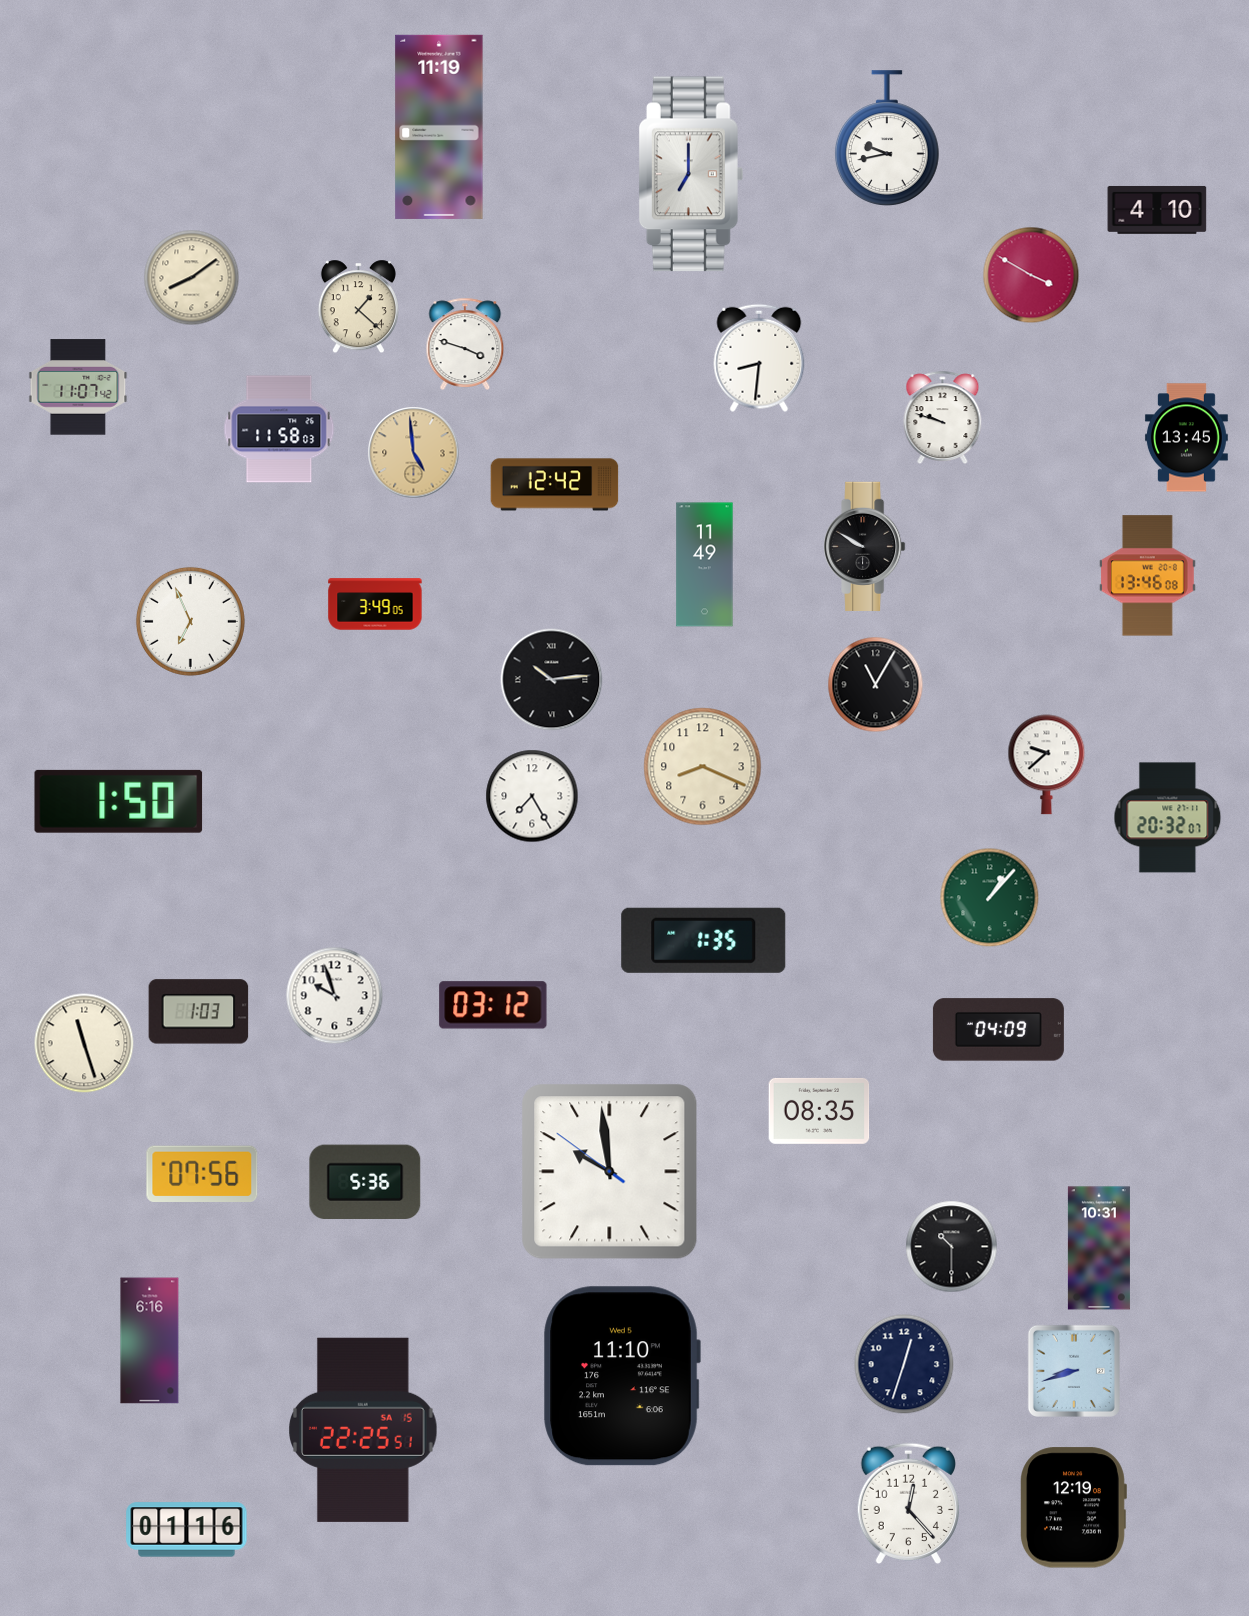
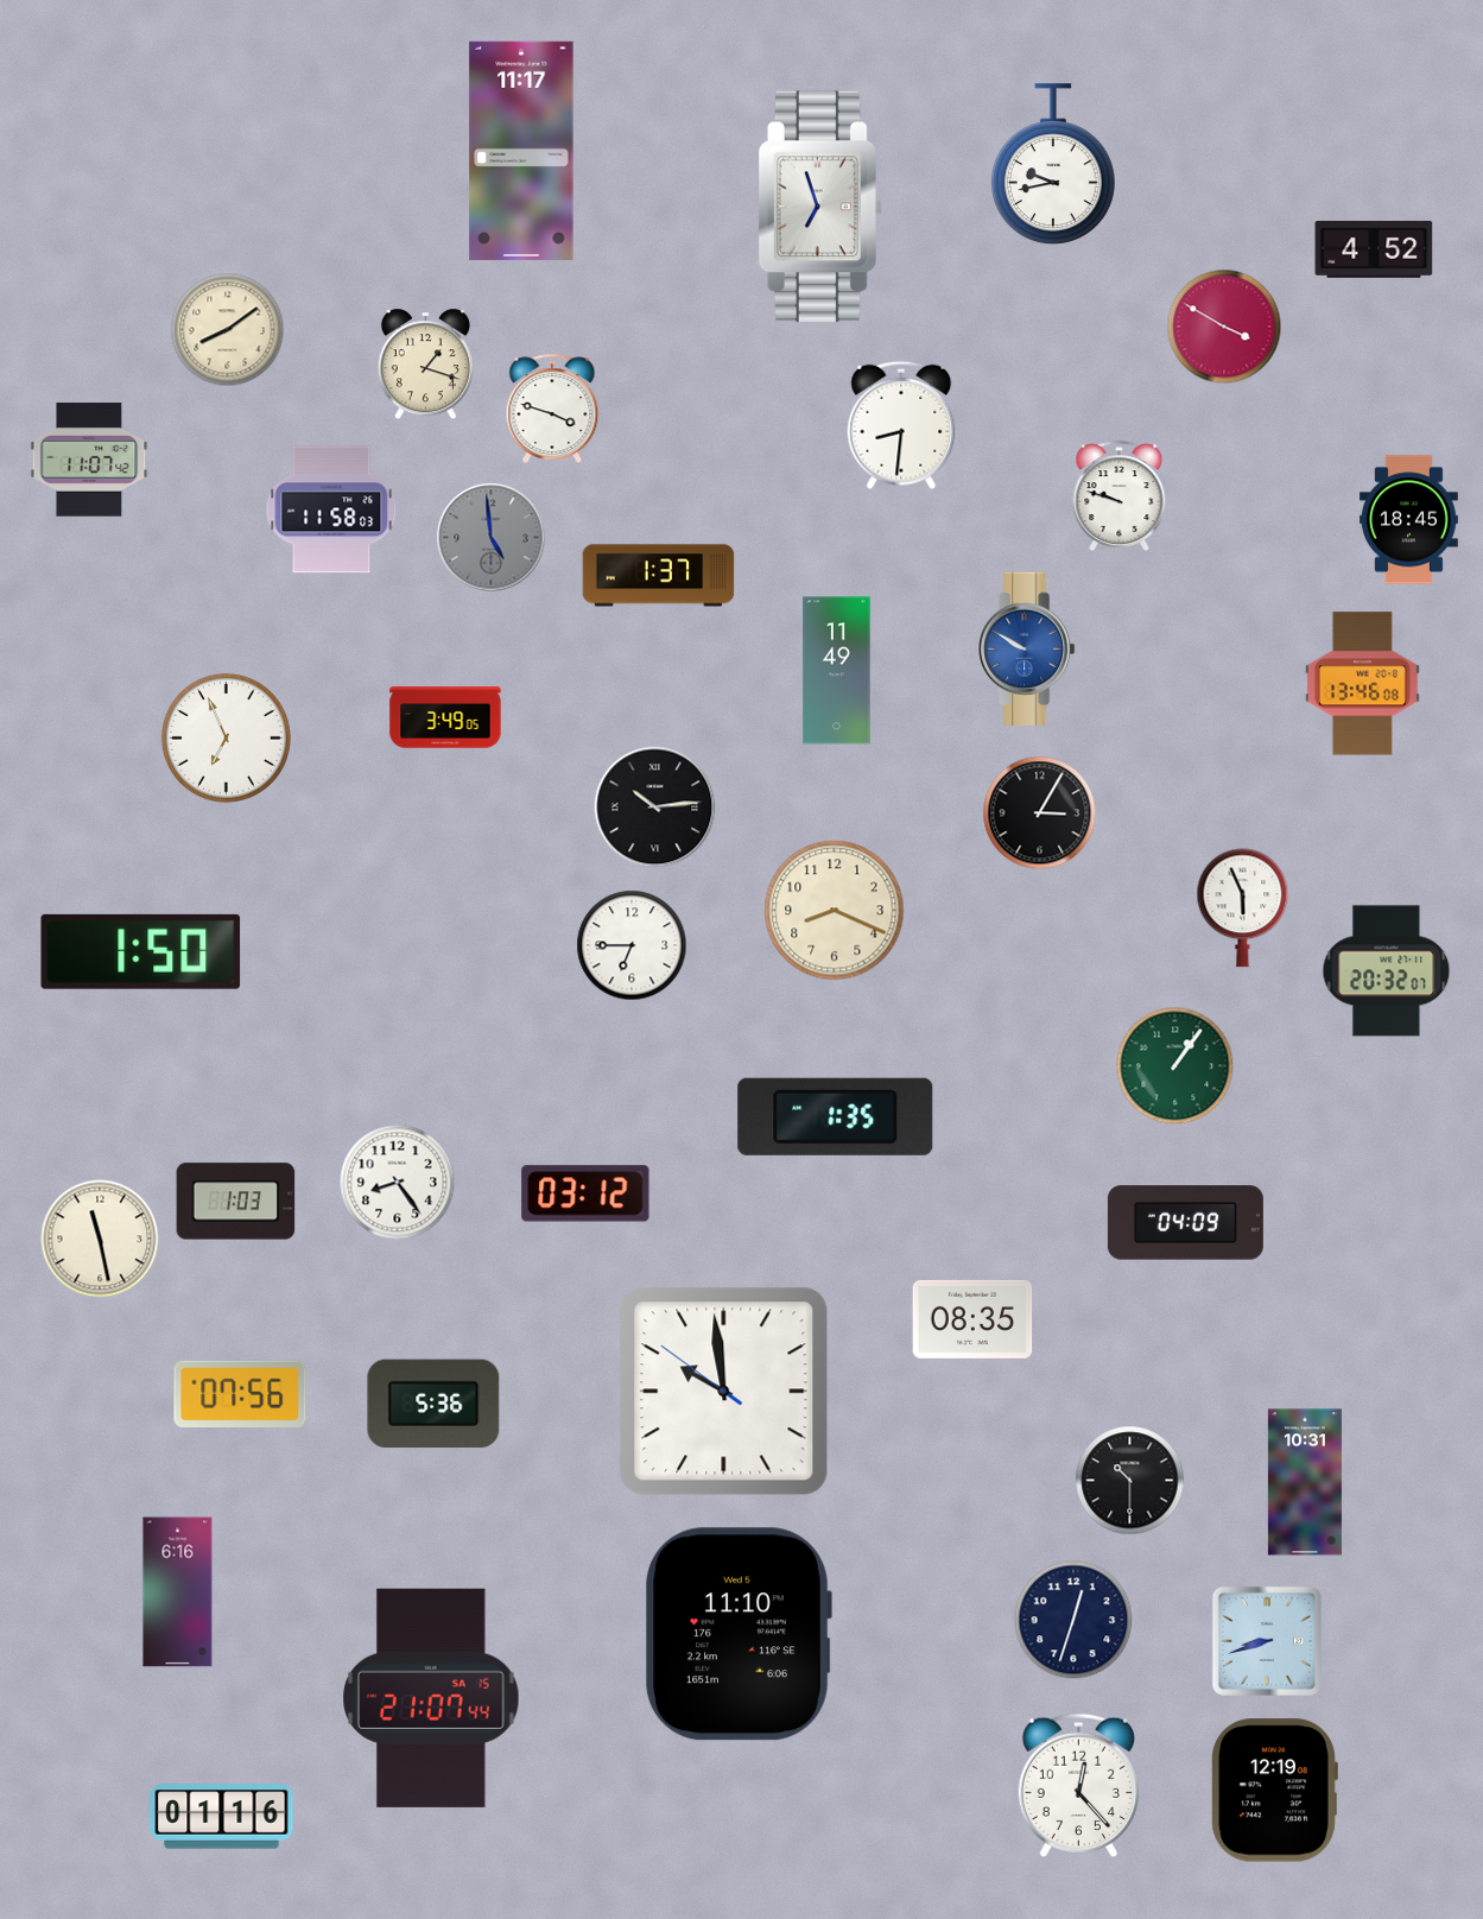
clock at (439, 127): 11:19 -> 11:17
clock at (690, 174): 7:00 -> 6:57
clock at (1157, 210): 4:10 -> 4:52
clock at (358, 307): 1:22 -> 1:18
clock at (78, 387) position: (78, 387) -> (89, 460)
clock at (1186, 438): 13:45 -> 18:45
clock at (414, 453) dial: champagne -> grey
clock at (555, 485): 12:42 -> 1:37
clock at (865, 546) dial: black -> blue
clock at (876, 685): 11:05 -> 3:05
clock at (1047, 765): 9:38 -> 5:56
clock at (532, 796): 7:25 -> 6:45
clock at (990, 898): 1:07 -> 1:06
clock at (335, 996): 9:57 -> 8:24
clock at (84, 1043): 11:27 -> 11:28
clock at (1074, 1371) position: (1074, 1371) -> (1267, 1641)
clock at (363, 1430): 22:25 -> 21:07
